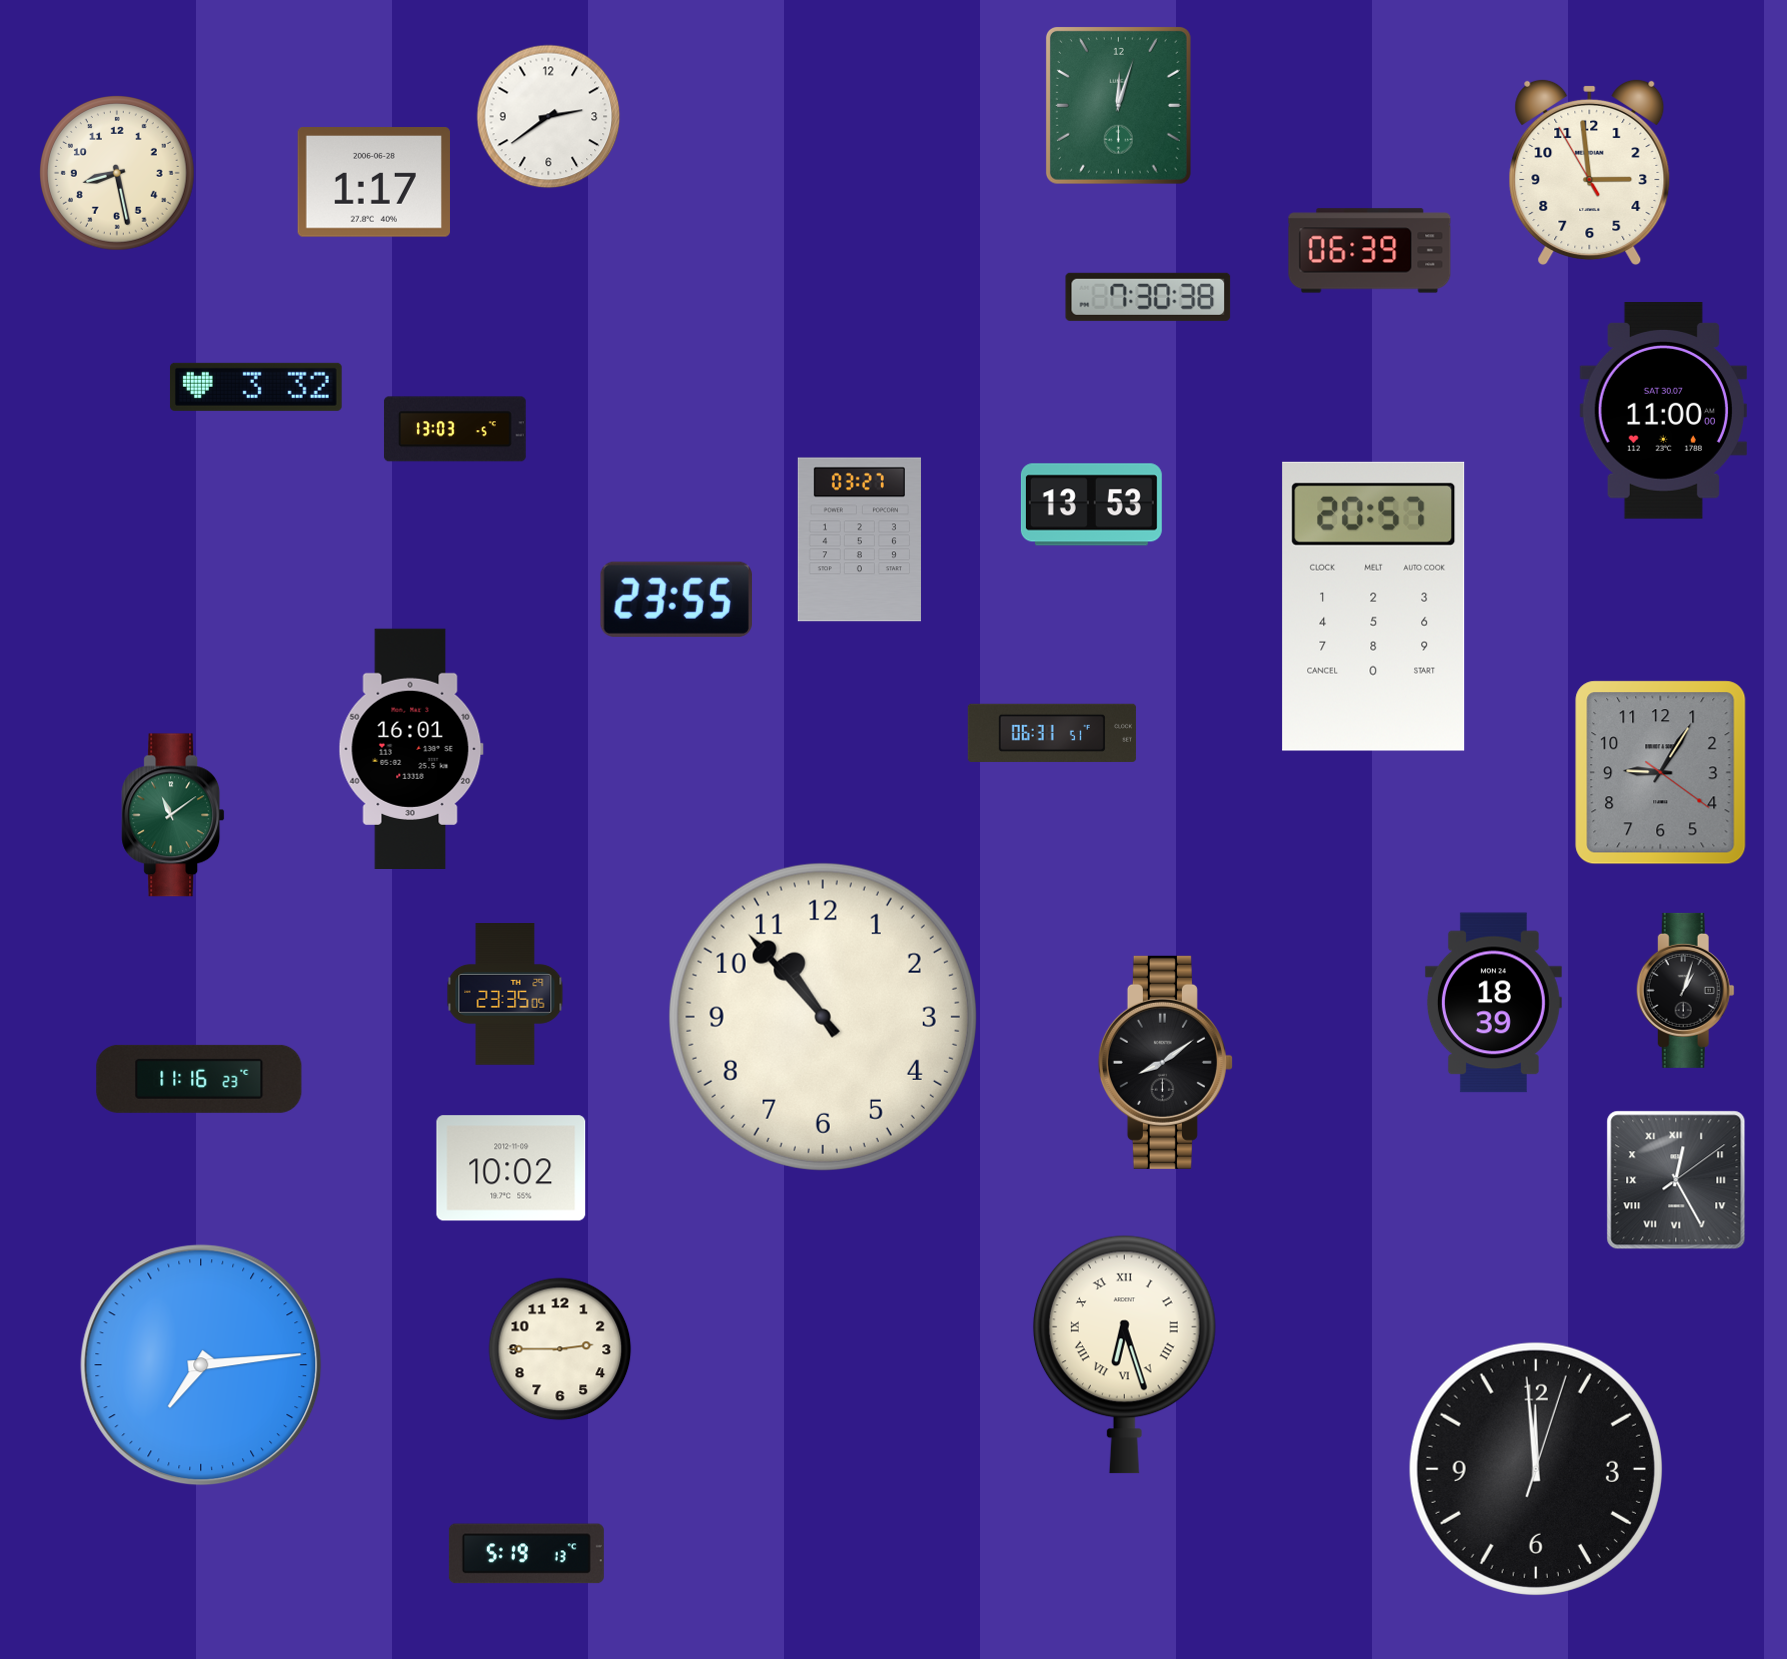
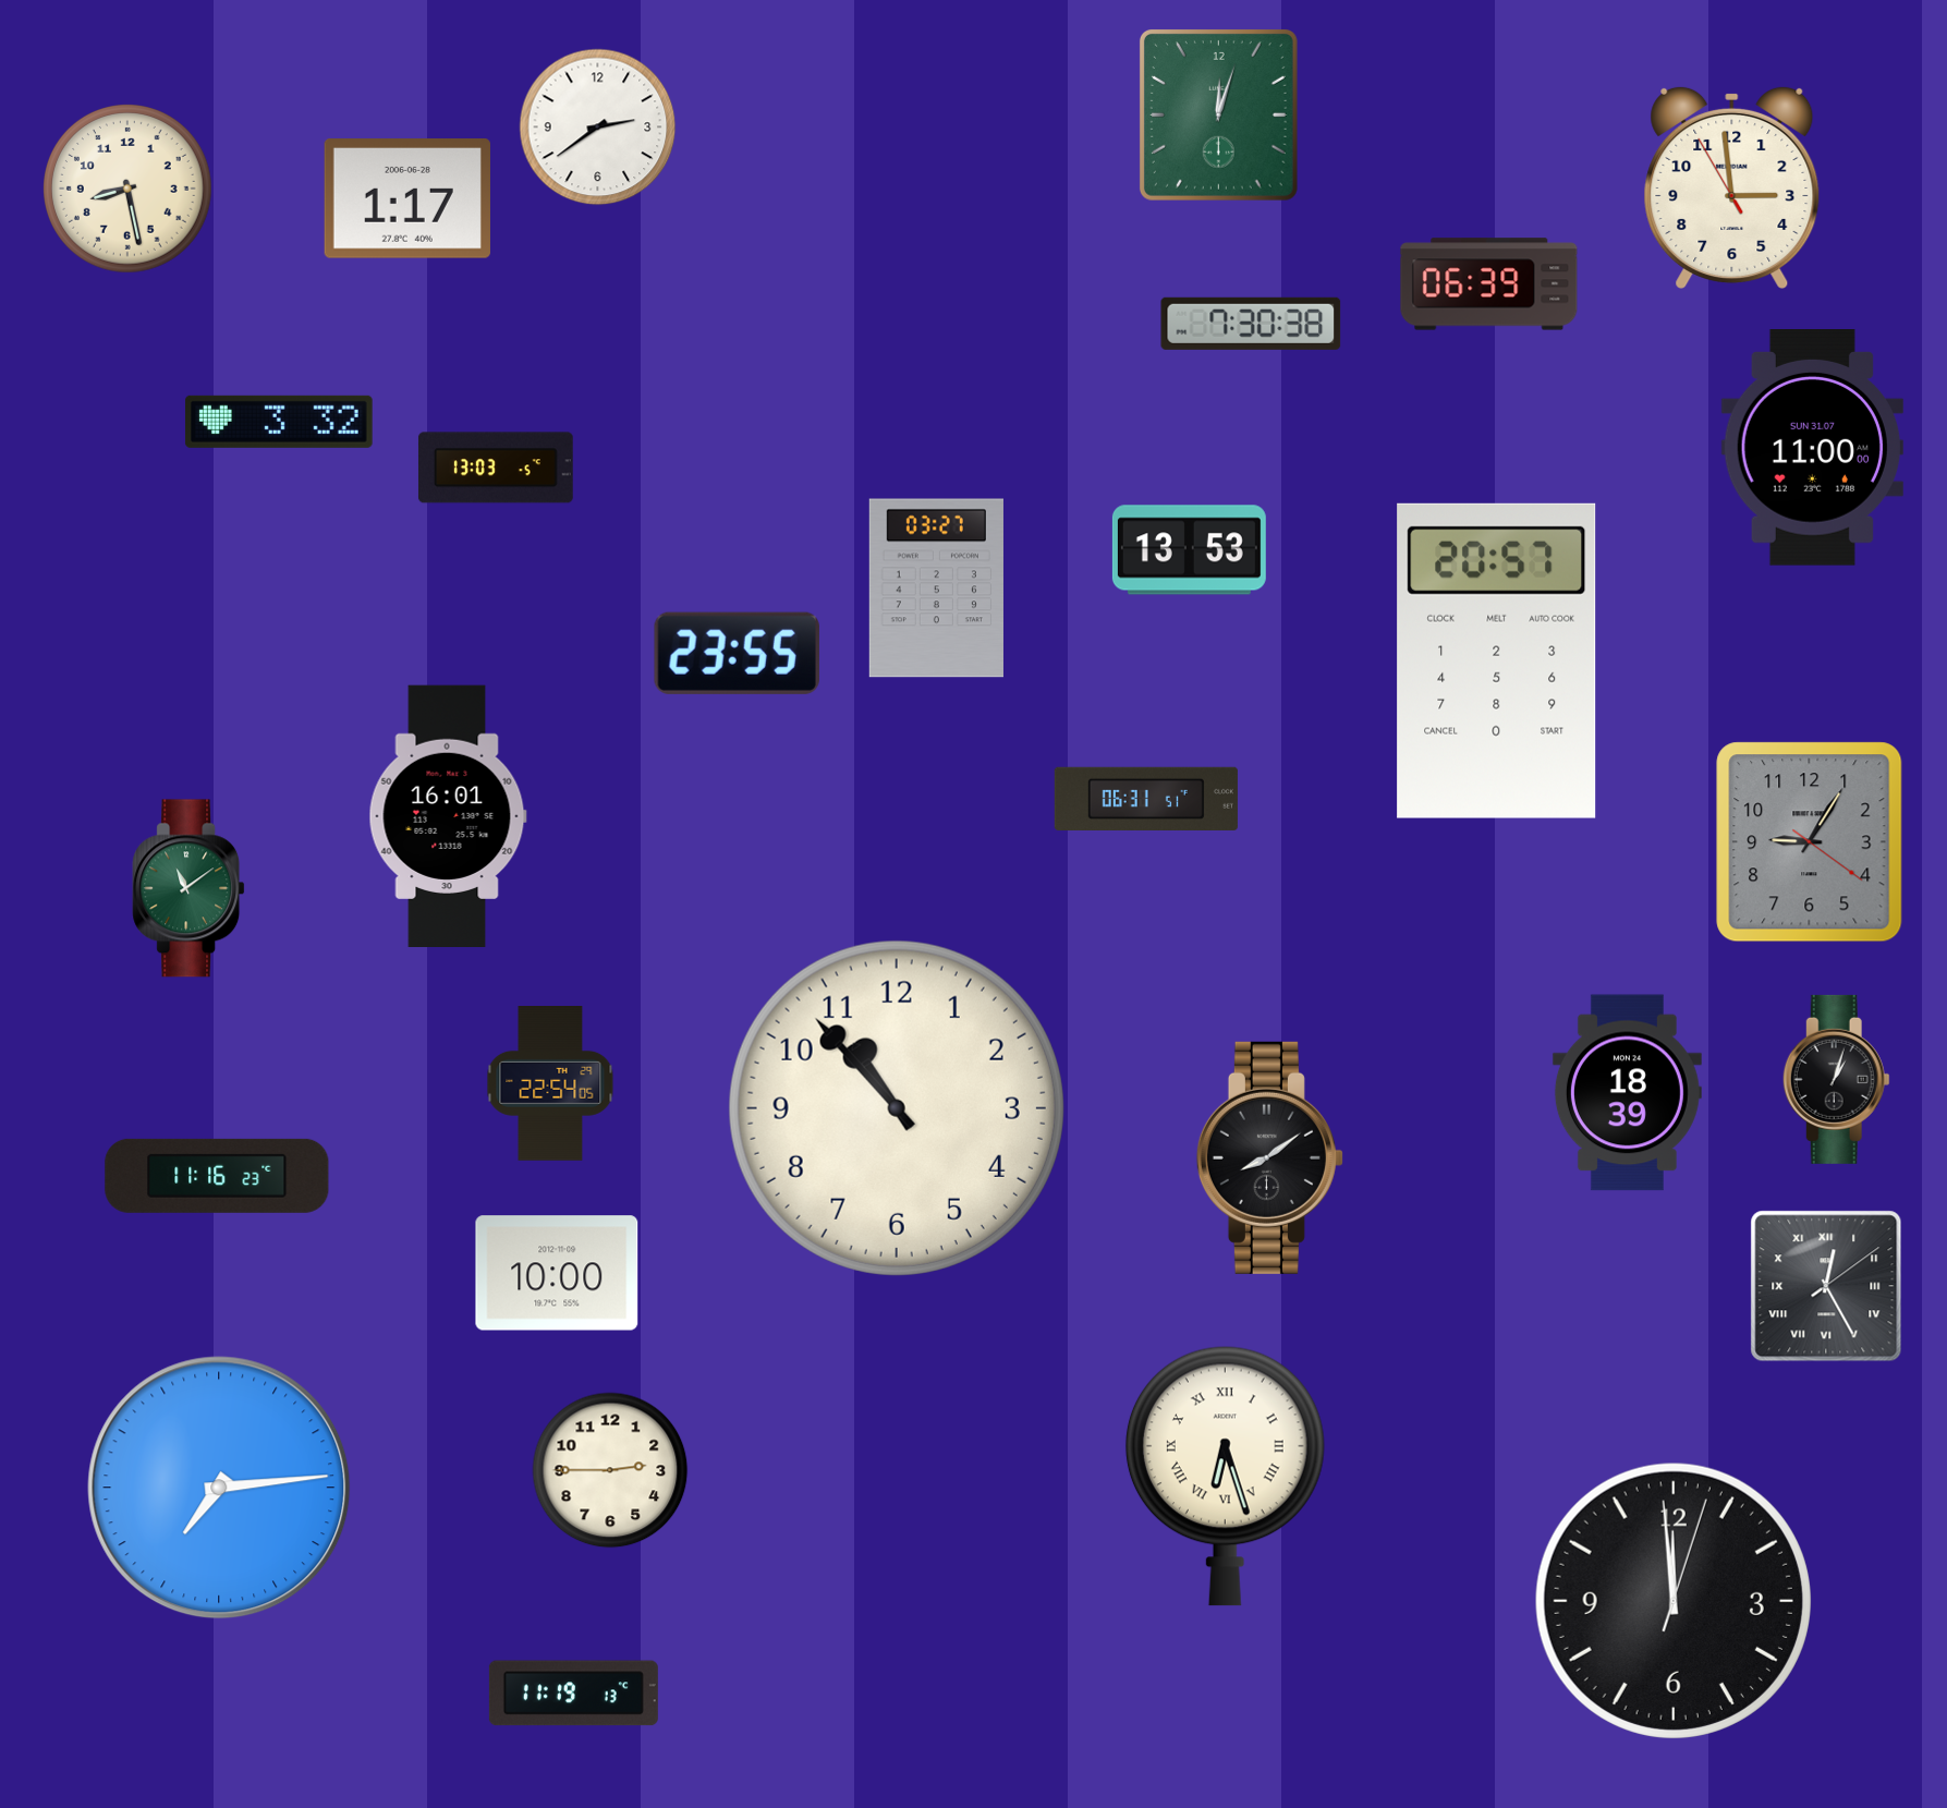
clock at (1370, 251) position: (1370, 251) -> (1489, 284)
clock at (1663, 411) date: SAT 30.07 -> SUN 31.07
clock at (505, 995): 23:35 -> 22:54
clock at (511, 1168): 10:02 -> 10:00
clock at (526, 1554): 5:19 -> 11:19
